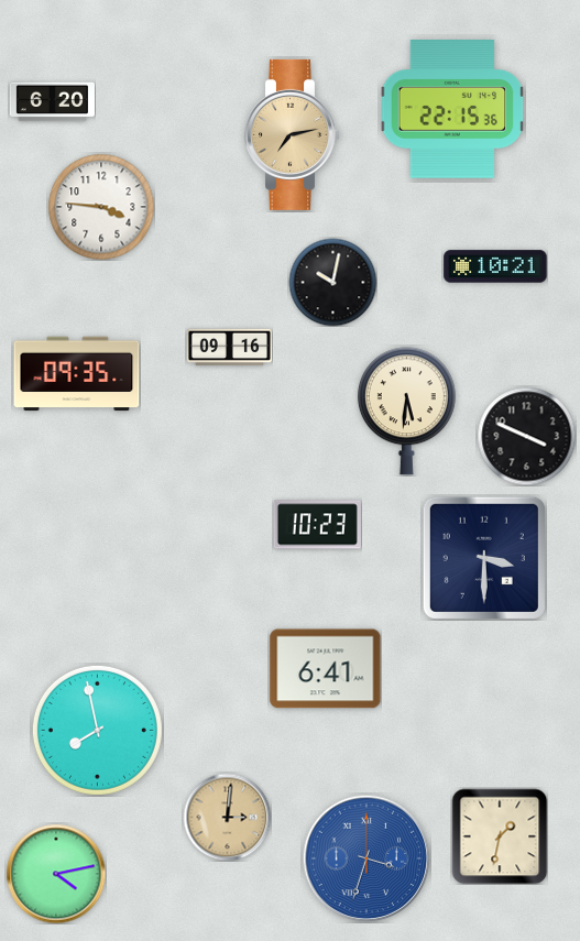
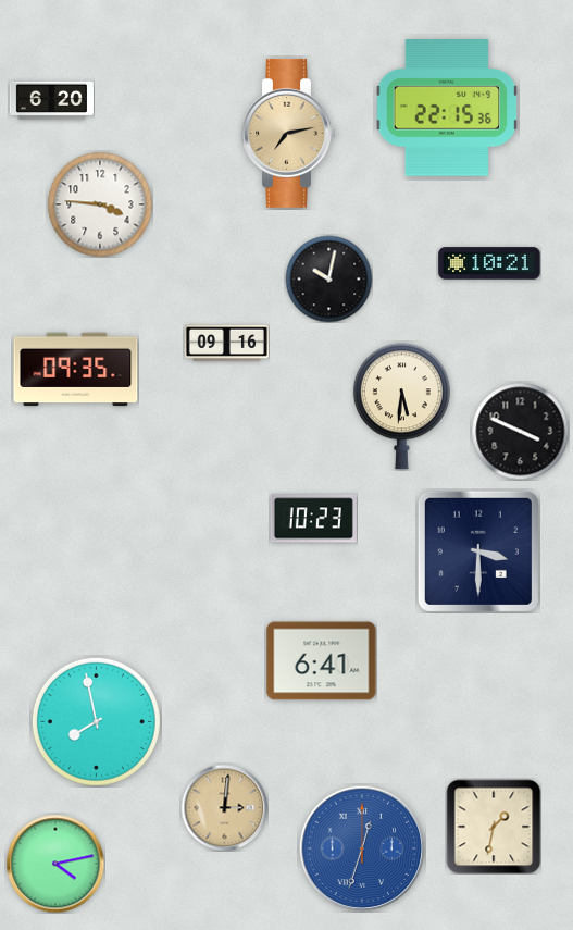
clock at (366, 858): 3:33 -> 12:33
